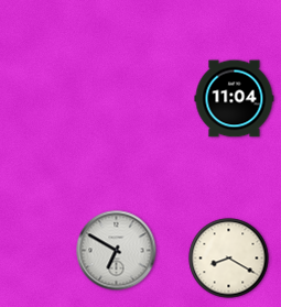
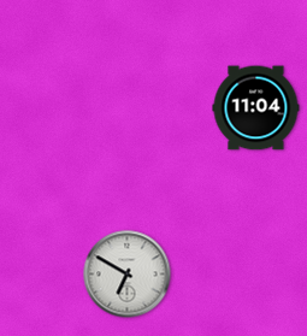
clock at (229, 259): 8:20 -> none
